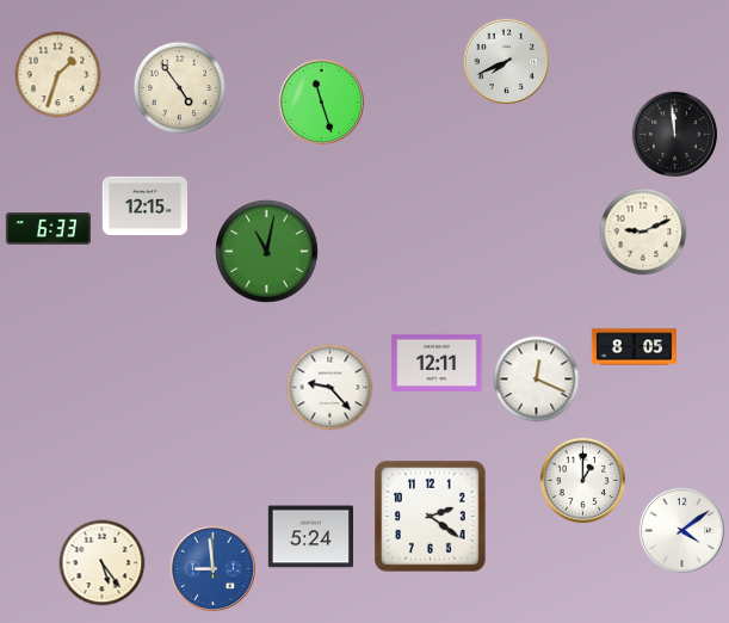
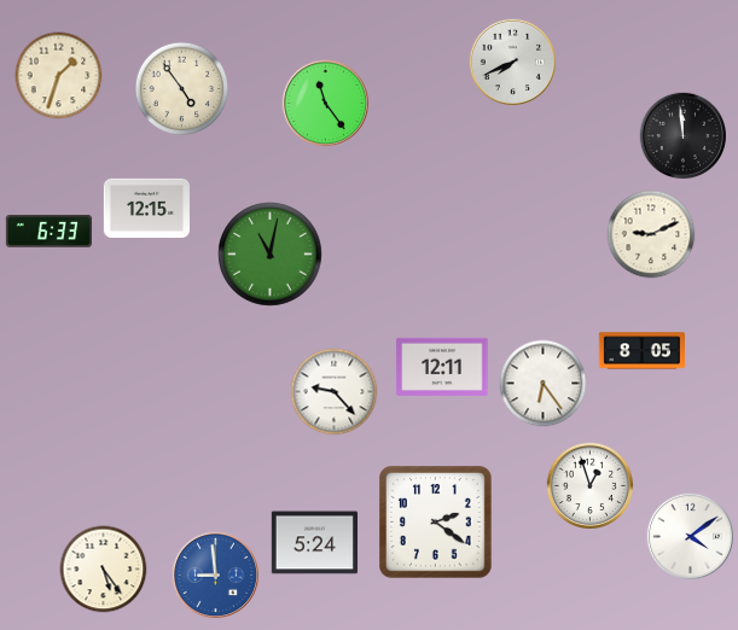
clock at (321, 101): 11:27 -> 11:24
clock at (537, 380): 12:19 -> 6:24
clock at (582, 480): 1:00 -> 12:57
